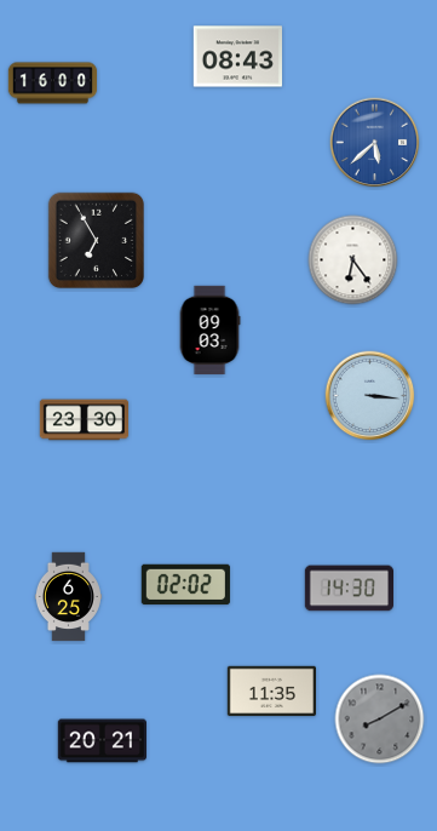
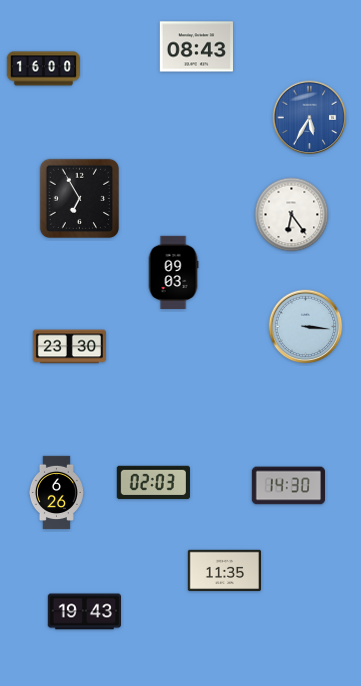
clock at (375, 143): 5:38 -> 5:35
clock at (185, 585): 02:02 -> 02:03
clock at (68, 597): 6:25 -> 6:26
clock at (380, 720): 8:10 -> none
clock at (102, 741): 20:21 -> 19:43
